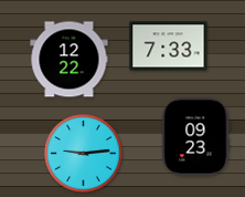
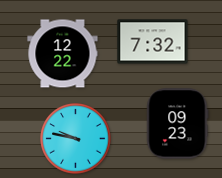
clock at (169, 46): 7:33 -> 7:32
clock at (84, 154): 9:14 -> 9:47
